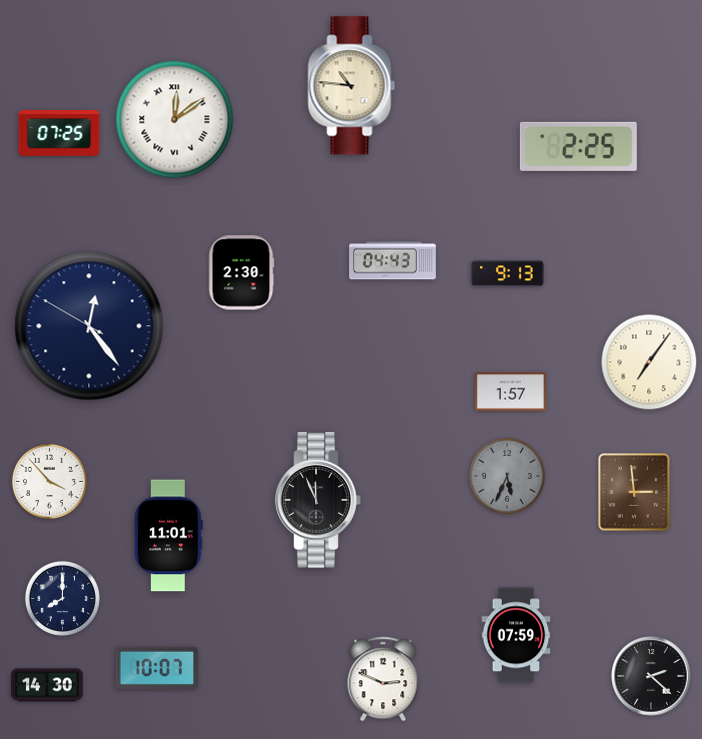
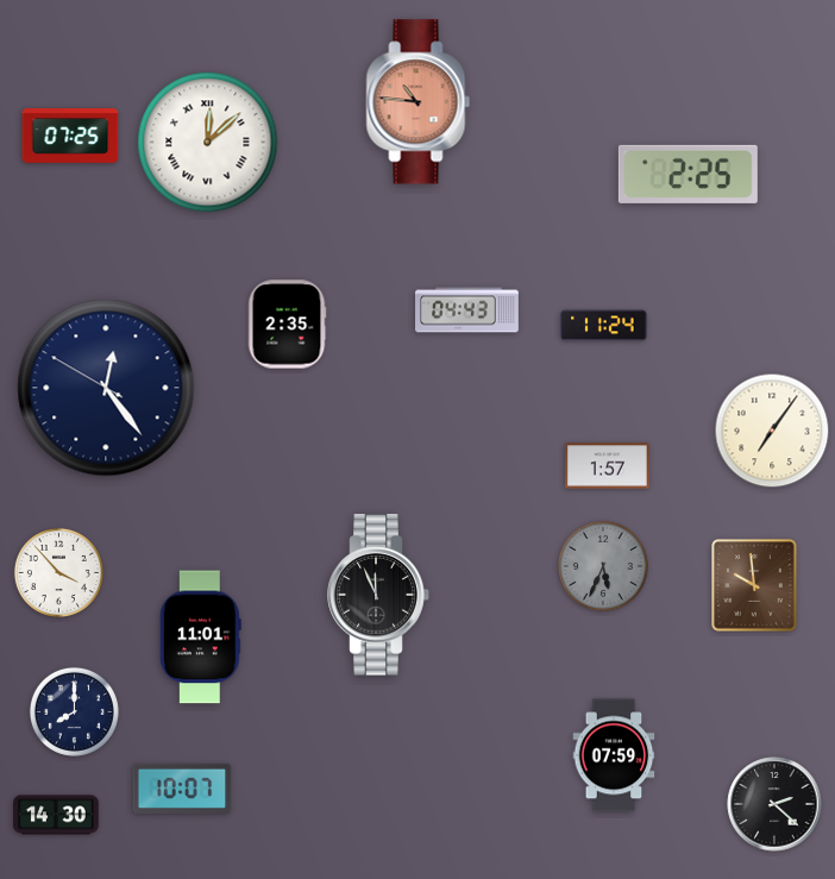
clock at (352, 86) dial: cream -> salmon
clock at (175, 120): 12:09 -> 12:08
clock at (59, 134) position: (59, 134) -> (70, 137)
clock at (241, 273): 2:30 -> 2:35
clock at (508, 274): 9:13 -> 11:24
clock at (634, 492): 2:59 -> 9:59
clock at (157, 668) position: (157, 668) -> (182, 789)
clock at (383, 679): 2:49 -> none
